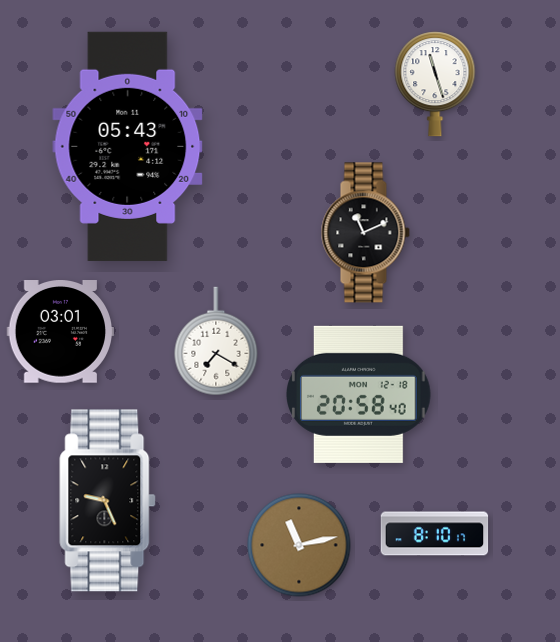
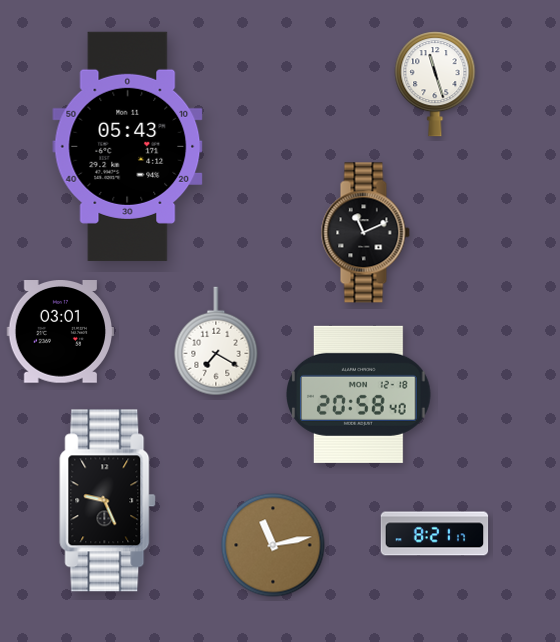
clock at (435, 534): 8:10 -> 8:21
clock at (299, 545) position: (299, 545) -> (273, 545)
